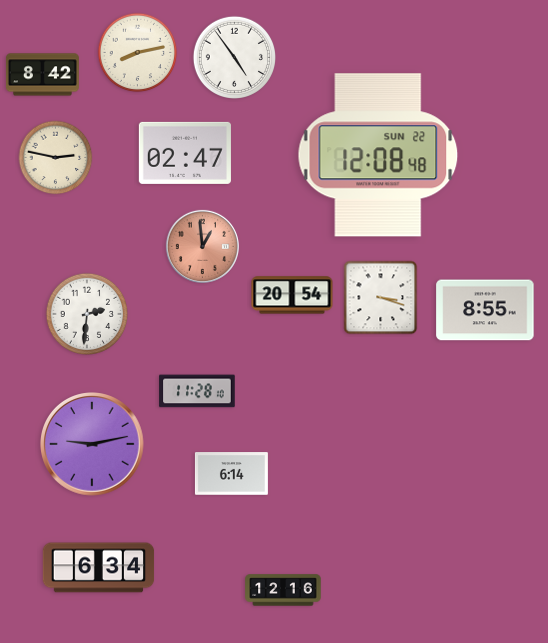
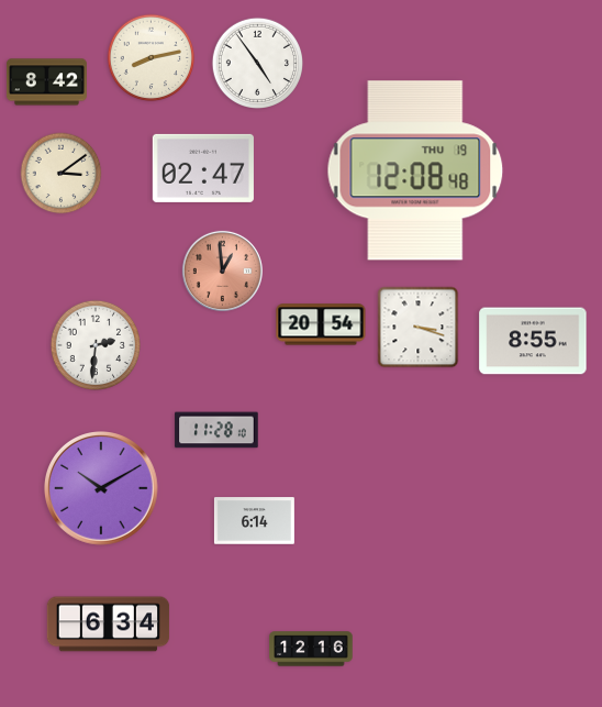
clock at (378, 155) date: SUN 22 -> THU 19
clock at (56, 158): 2:47 -> 3:09
clock at (93, 445): 9:13 -> 10:10
